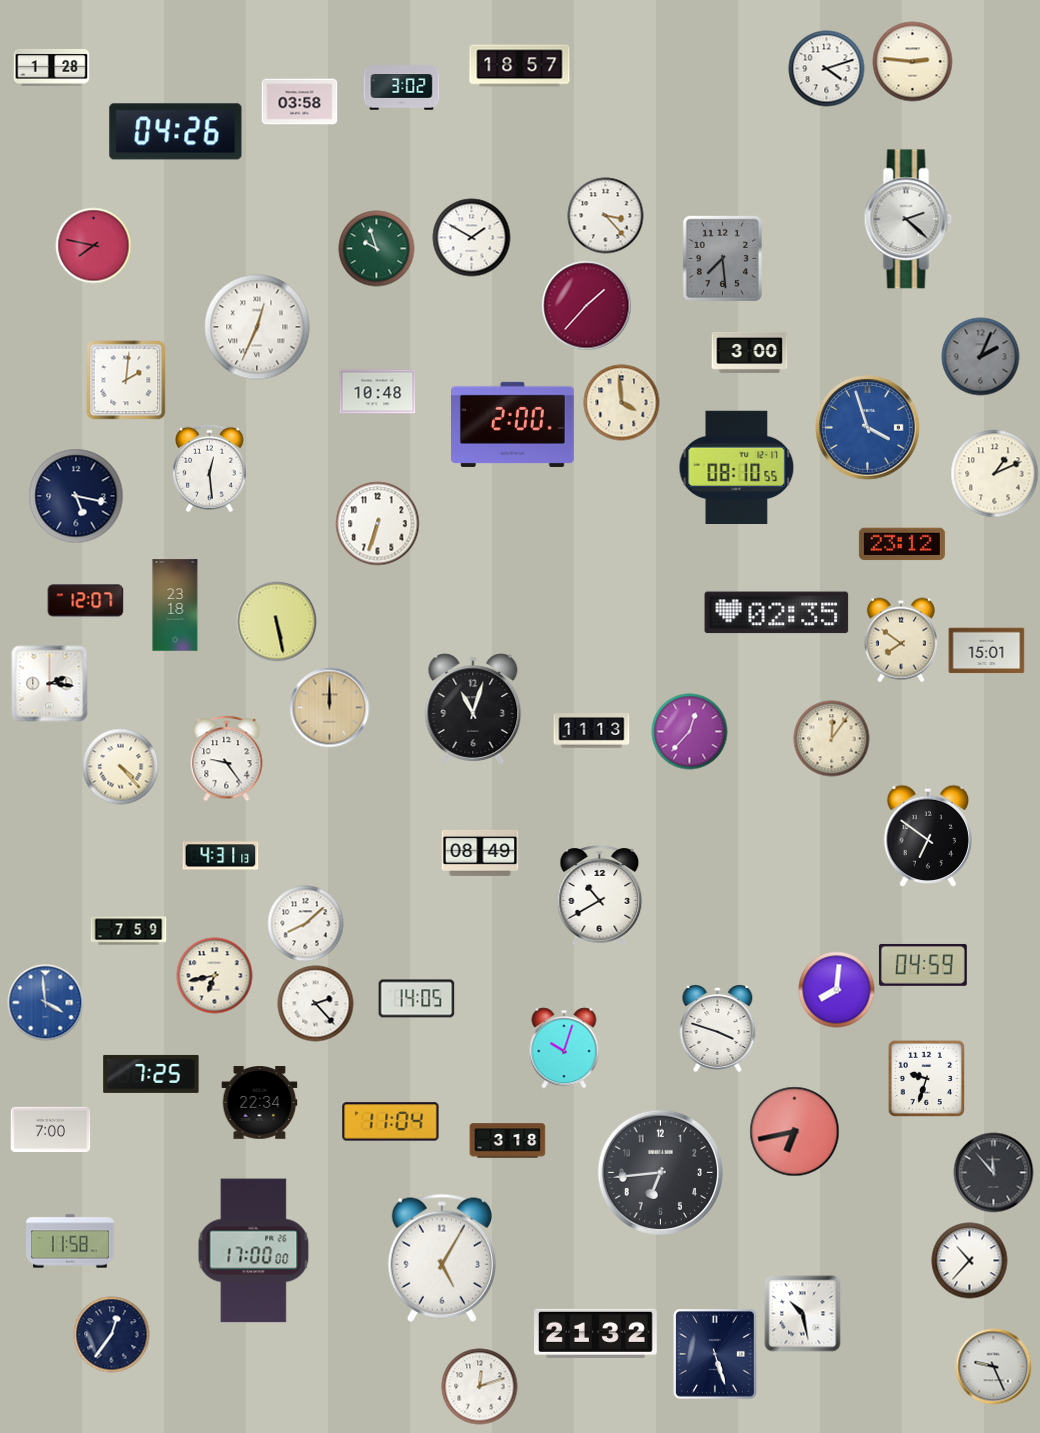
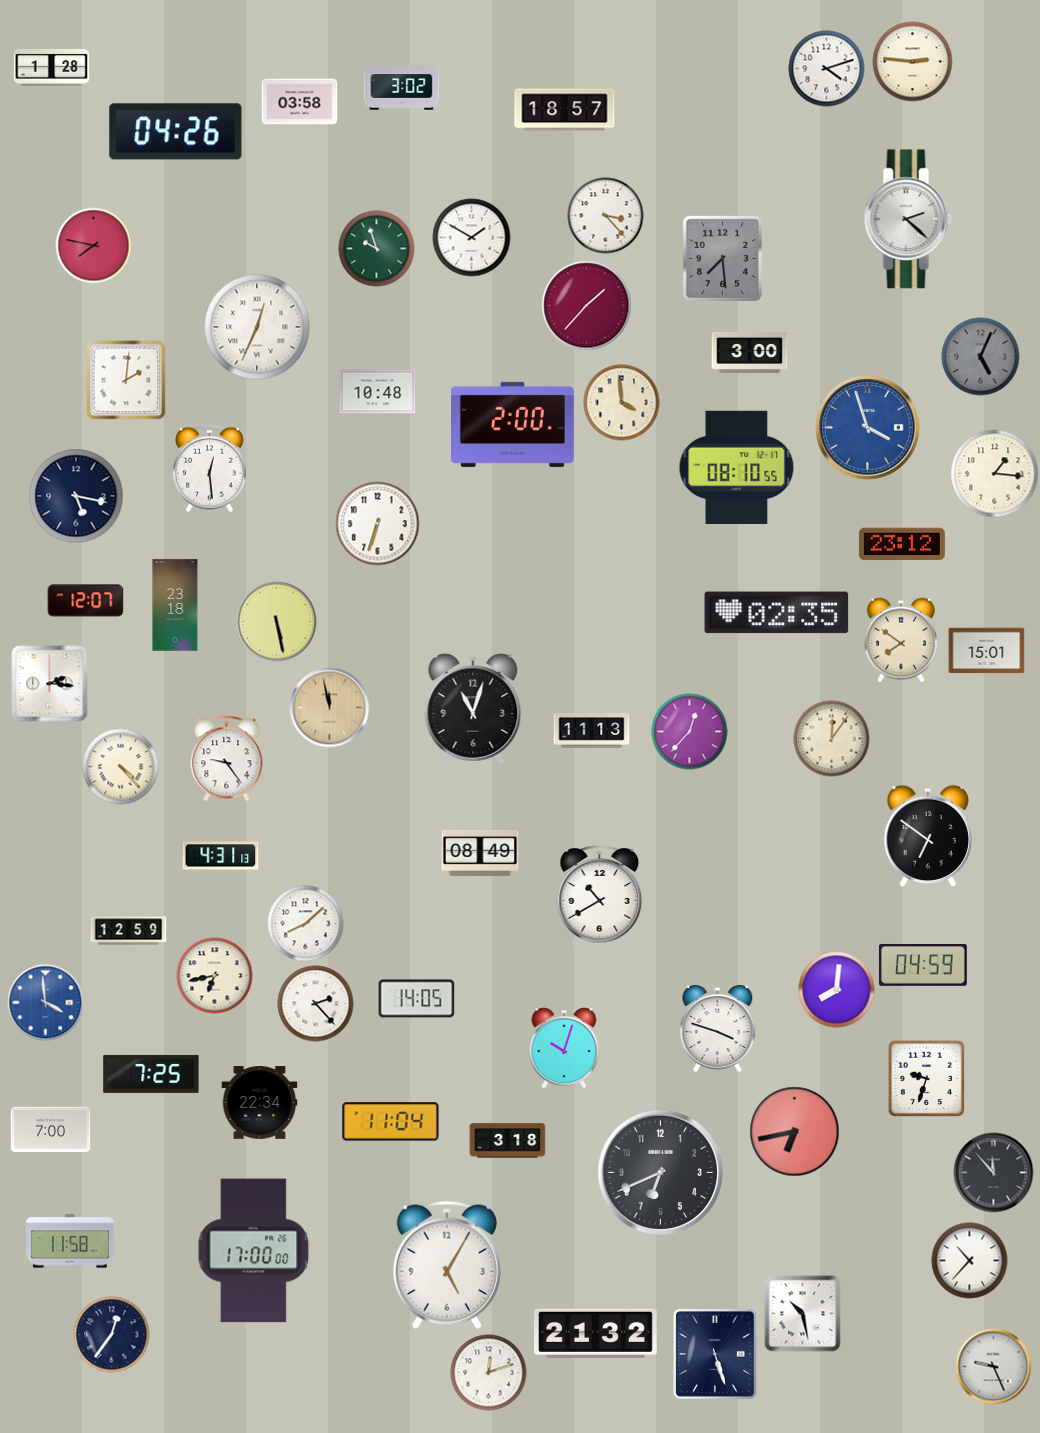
clock at (520, 66) position: (520, 66) -> (565, 110)
clock at (981, 357): 2:04 -> 5:04
clock at (995, 474): 1:11 -> 1:16
clock at (330, 708): 12:00 -> 11:58
clock at (129, 931): 7:59 -> 12:59
clock at (660, 1172): 6:44 -> 6:41
clock at (442, 1258) position: (442, 1258) -> (447, 1265)
clock at (480, 1387) position: (480, 1387) -> (489, 1373)
